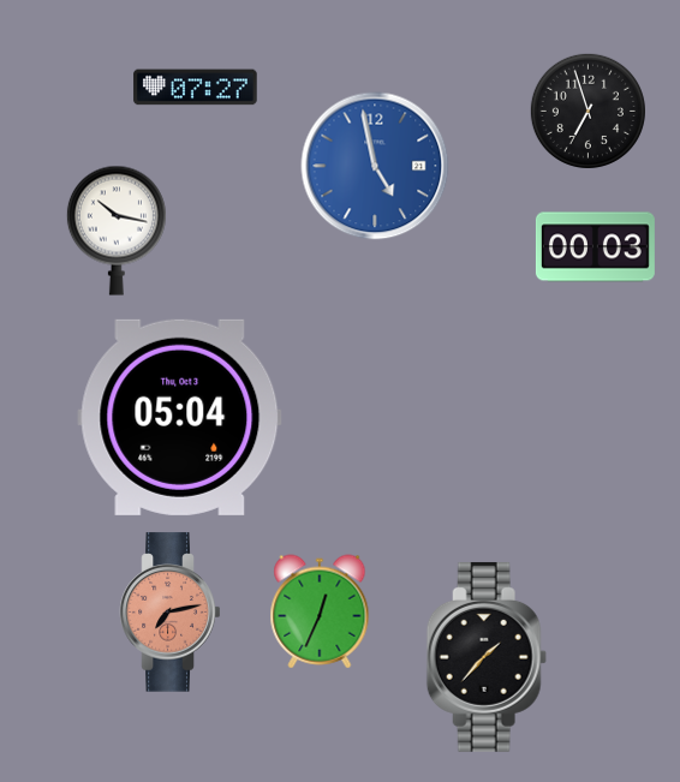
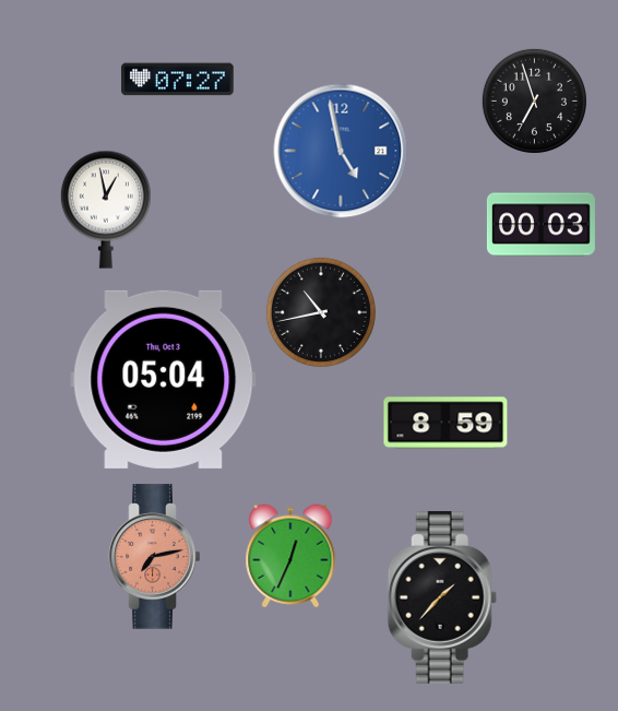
clock at (117, 231): 10:17 -> 12:58
clock at (321, 312): none -> 10:43
clock at (445, 423): none -> 8:59
